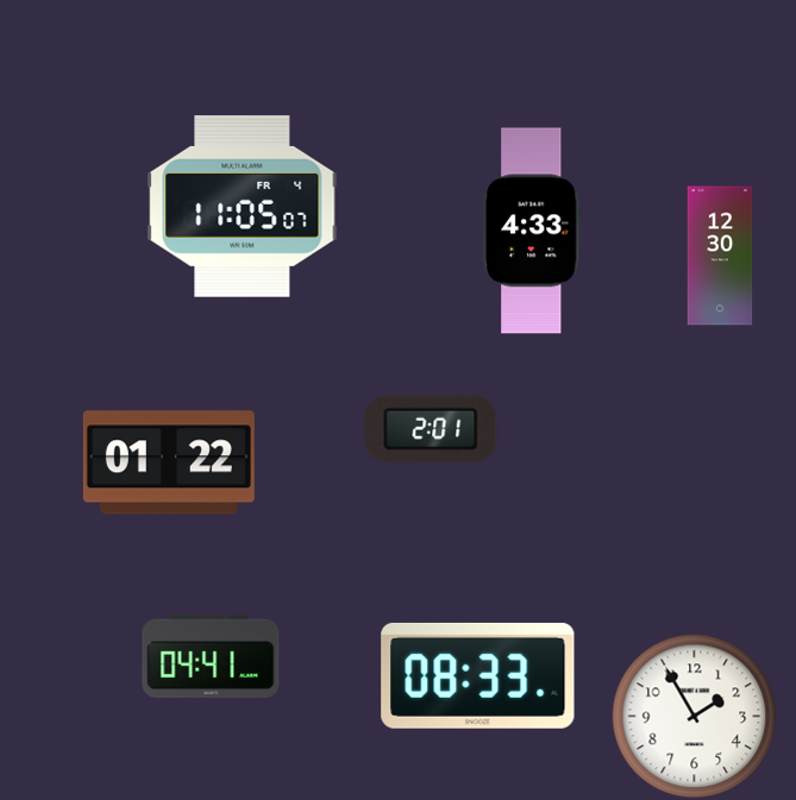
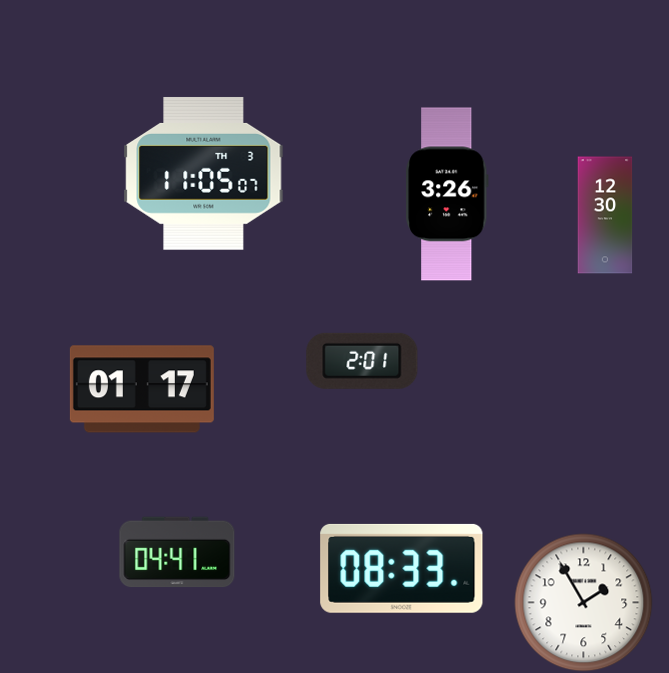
clock at (243, 206) date: FR 4 -> TH 3
clock at (532, 231): 4:33 -> 3:26
clock at (169, 462): 01:22 -> 01:17
